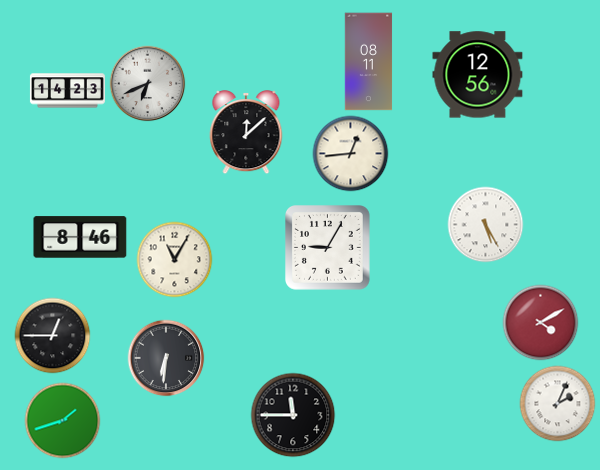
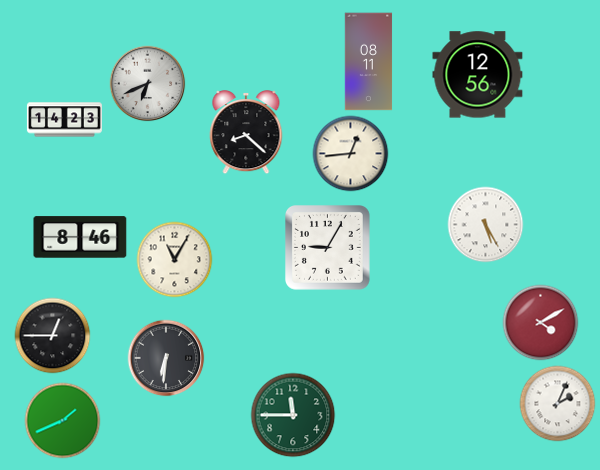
clock at (67, 91) position: (67, 91) -> (64, 120)
clock at (246, 133): 12:08 -> 8:22
clock at (293, 415) dial: black -> green
clock at (63, 421): 1:42 -> 1:41
